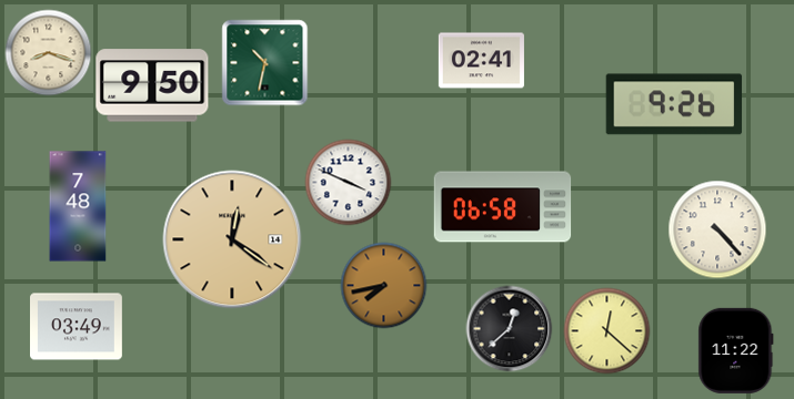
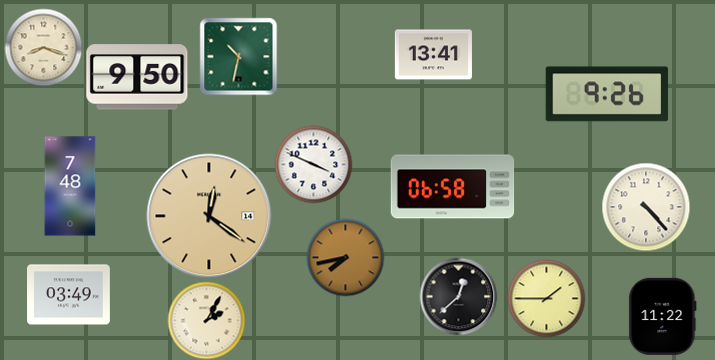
clock at (481, 61): 02:41 -> 13:41
clock at (606, 330): 12:22 -> 1:45
clock at (206, 320): none -> 2:05
